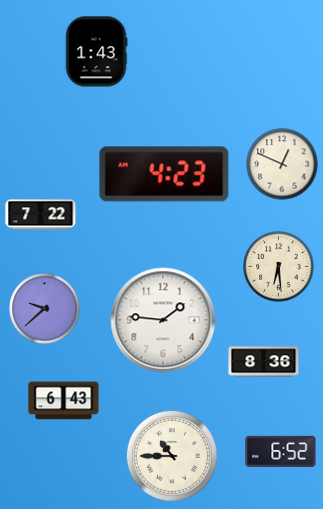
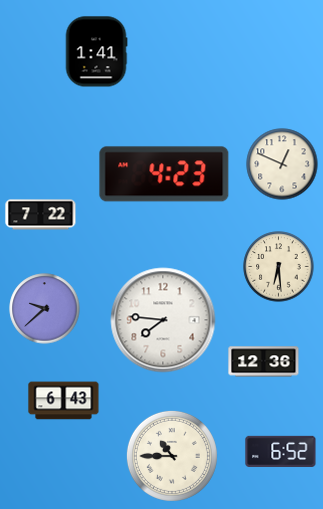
clock at (96, 52): 1:43 -> 1:41
clock at (163, 320): 1:46 -> 7:46
clock at (264, 362): 8:36 -> 12:36
